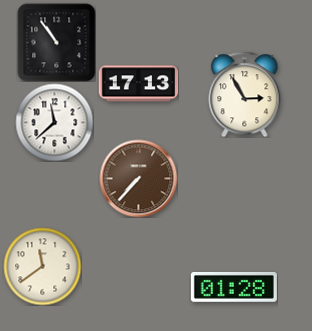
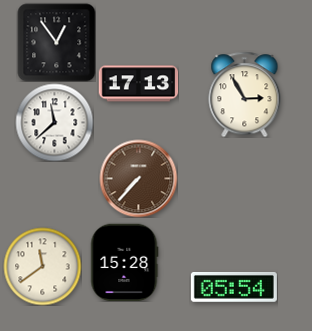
clock at (56, 42): 10:54 -> 12:54
clock at (124, 262): none -> 15:28
clock at (234, 288): 01:28 -> 05:54
